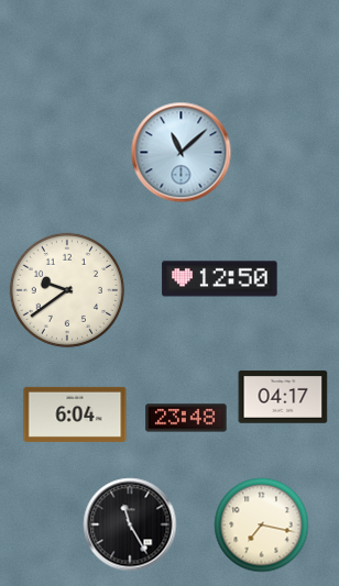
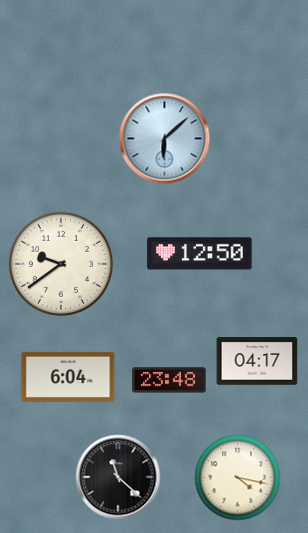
clock at (182, 153): 11:08 -> 6:08
clock at (130, 524): 11:25 -> 11:22
clock at (262, 526): 7:17 -> 4:17
